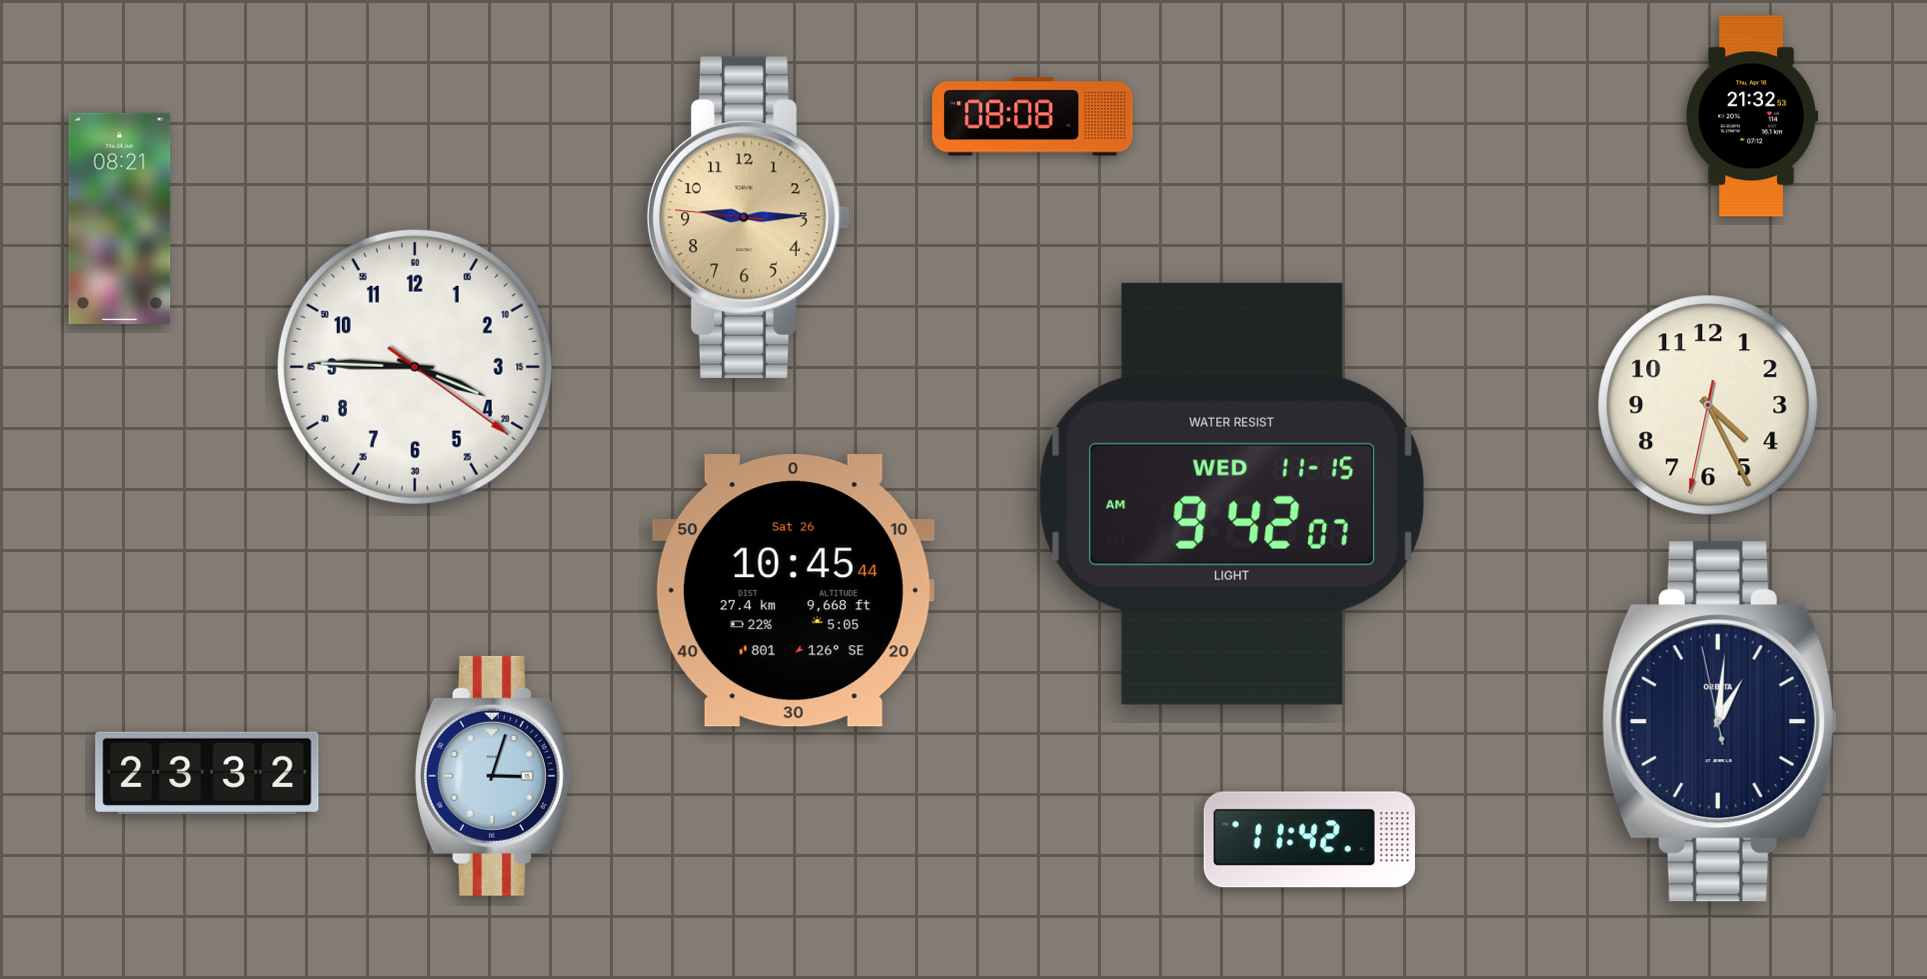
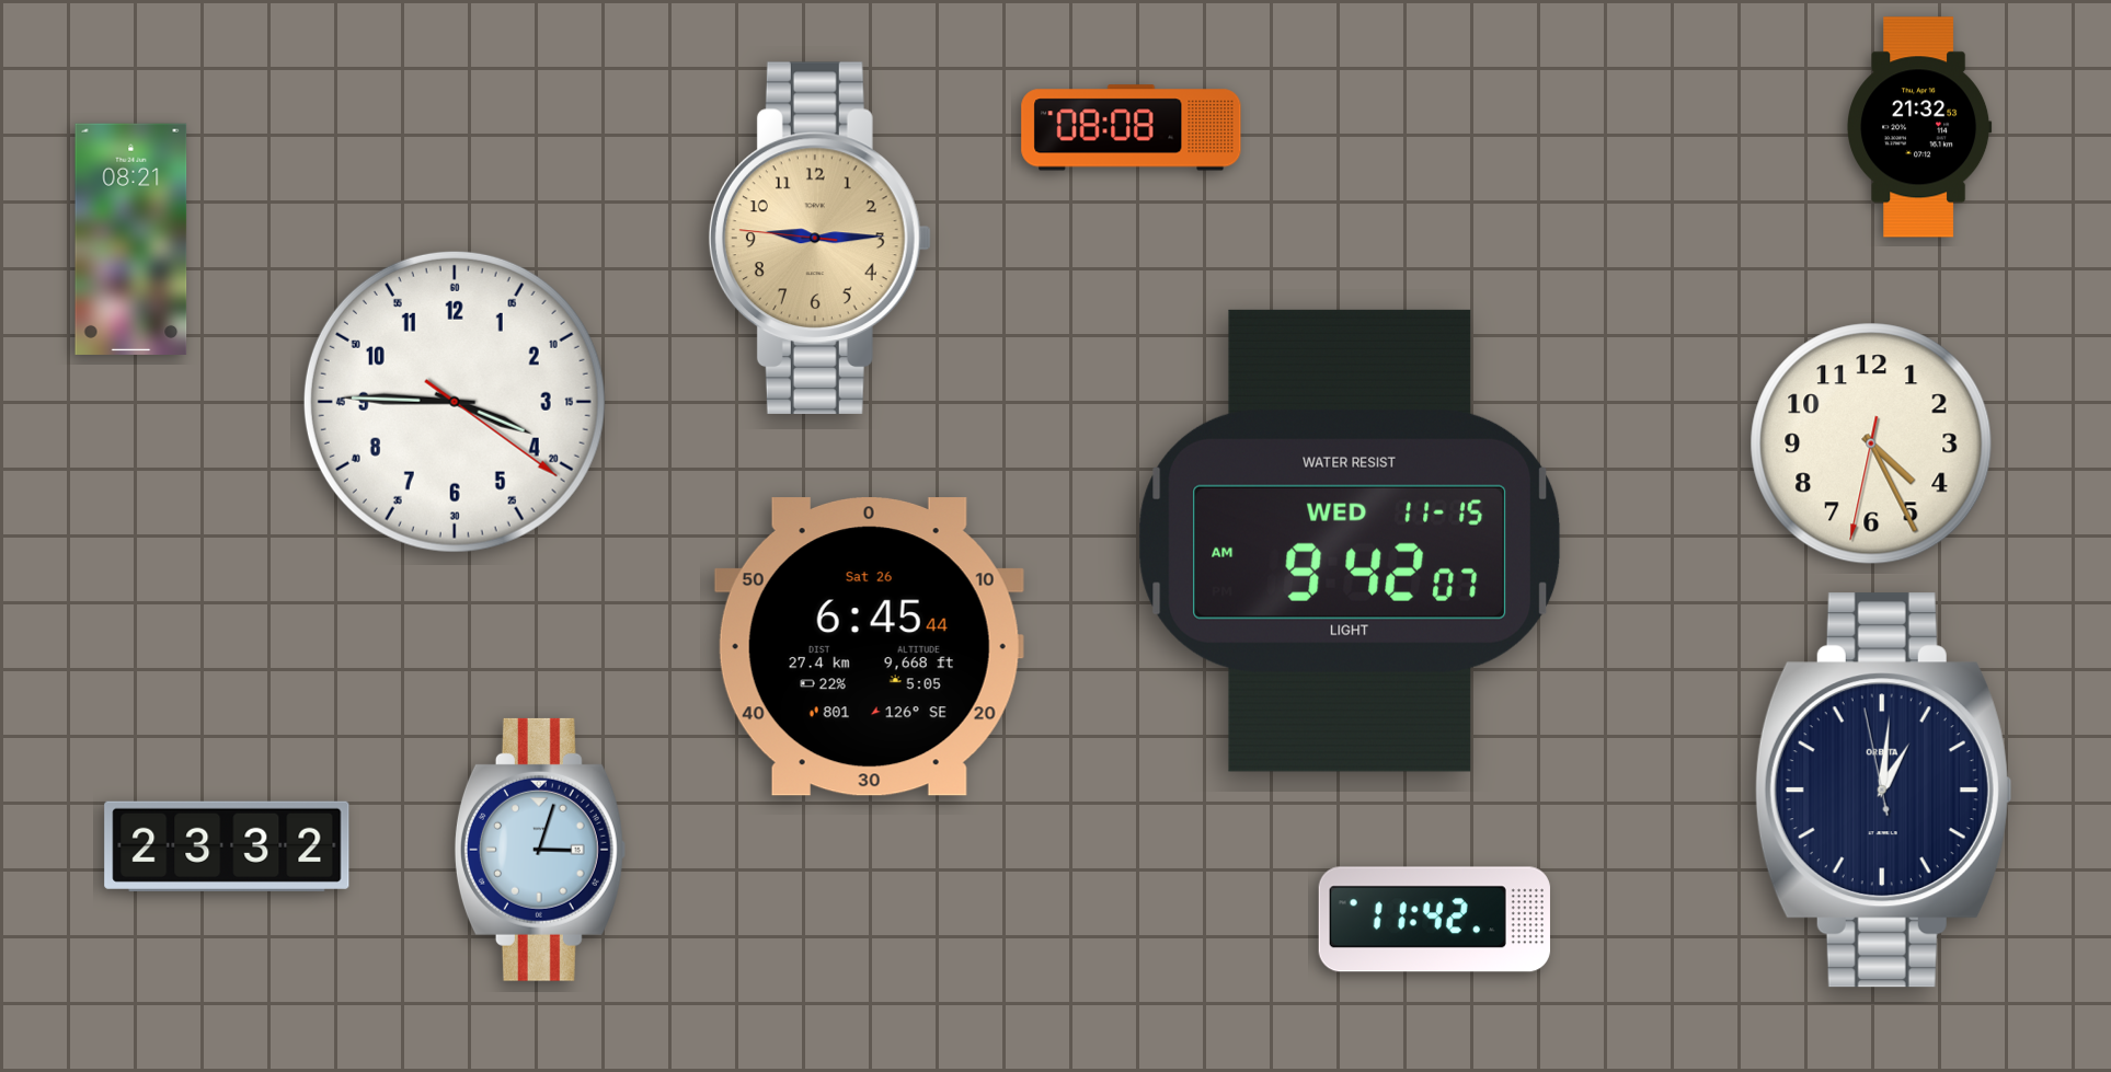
clock at (793, 591): 10:45 -> 6:45
